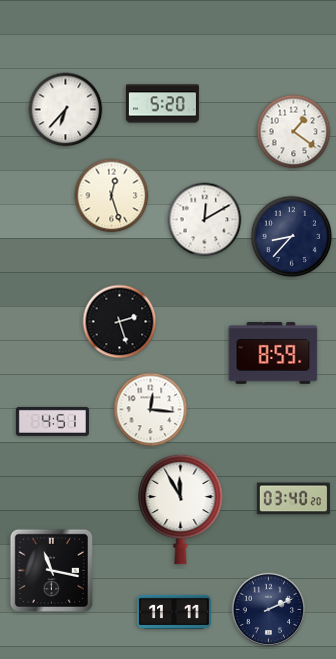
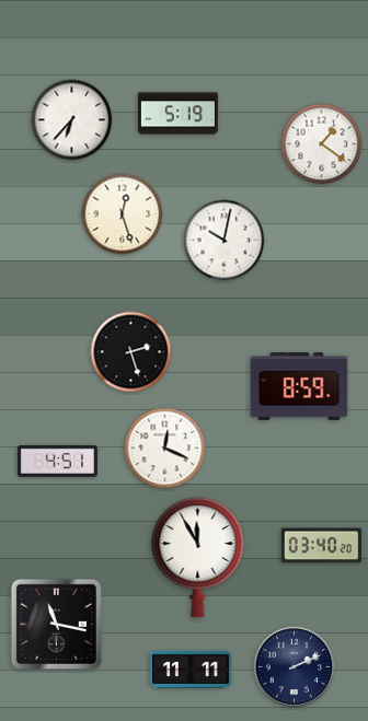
clock at (162, 104): 5:20 -> 5:19
clock at (205, 220): 12:10 -> 10:02
clock at (292, 237): 8:37 -> none
clock at (151, 410): 12:16 -> 12:19
